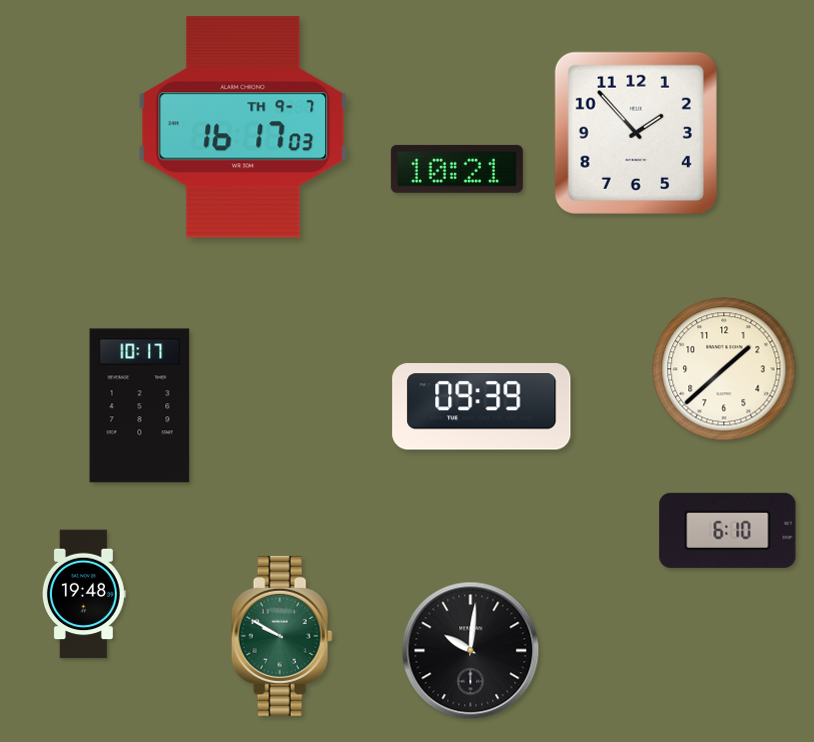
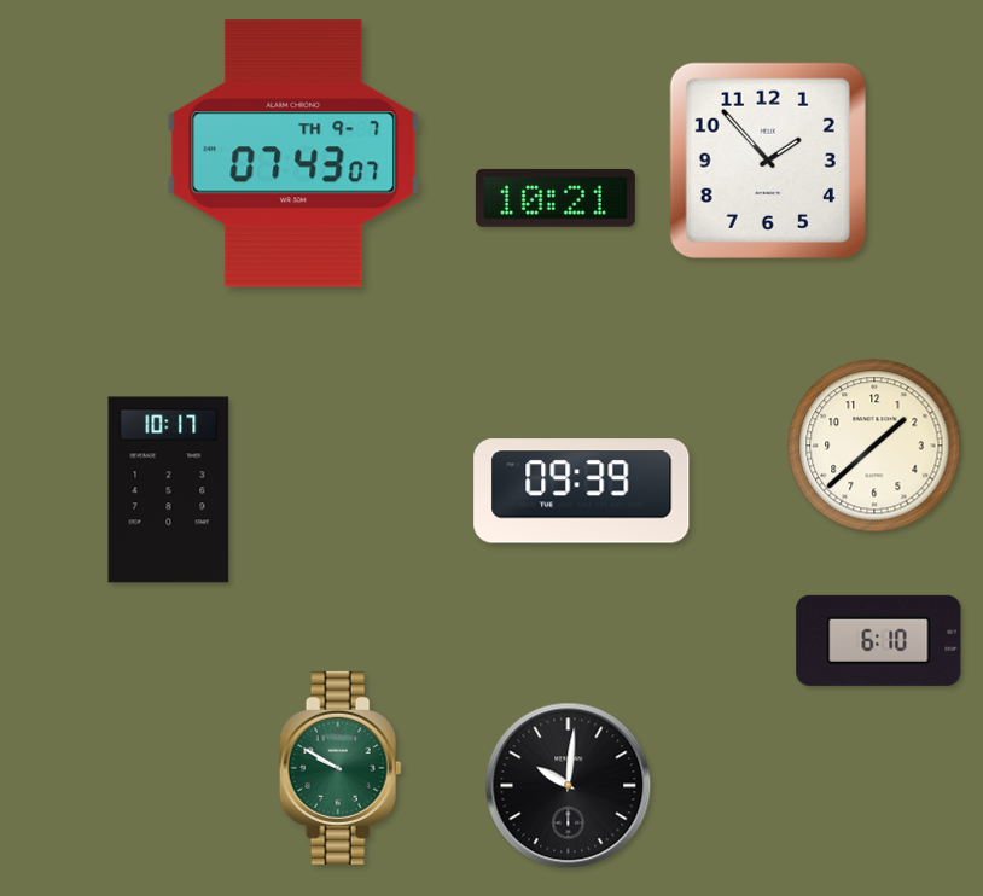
clock at (243, 127): 16:17 -> 07:43
clock at (457, 169) position: (457, 169) -> (556, 198)
clock at (84, 594): 19:48 -> none
